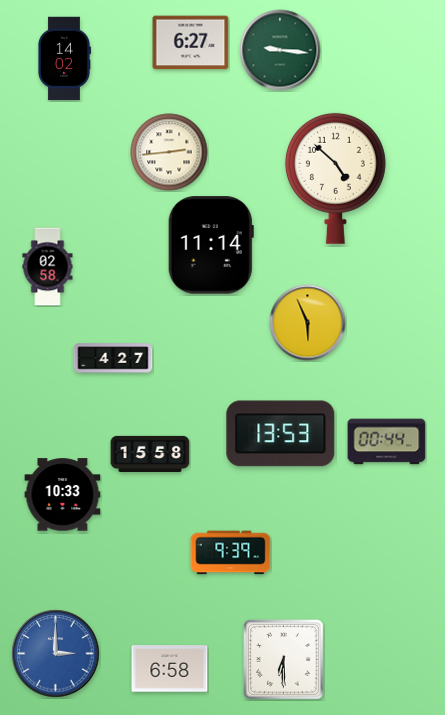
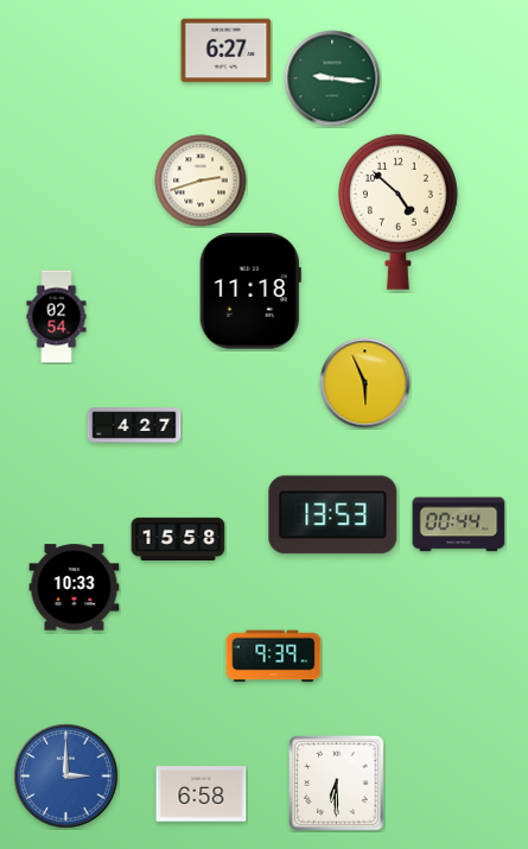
clock at (280, 50) position: (280, 50) -> (332, 78)
clock at (64, 59): 14:02 -> none
clock at (169, 152): 2:44 -> 2:42
clock at (211, 245): 11:14 -> 11:18
clock at (48, 267): 02:58 -> 02:54
